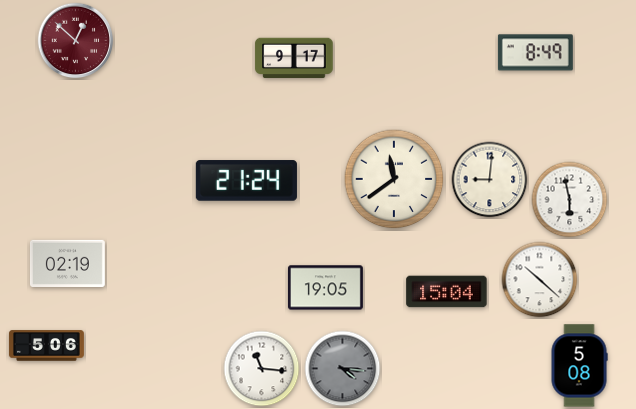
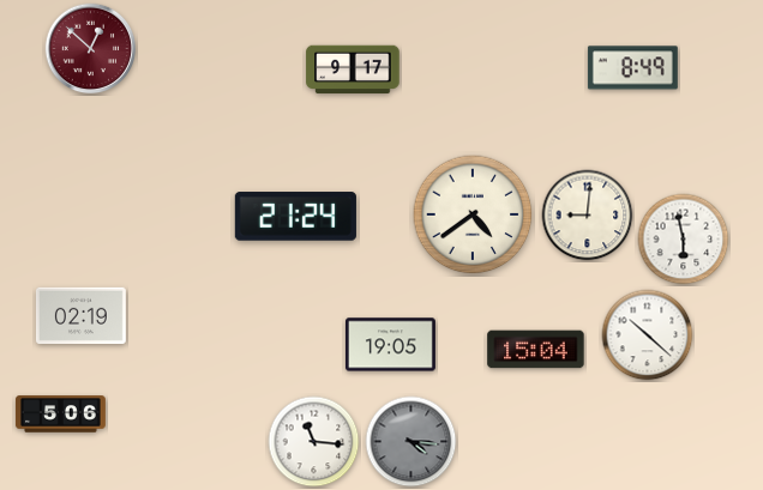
clock at (535, 53) position: (535, 53) -> (632, 68)
clock at (394, 179): 11:39 -> 4:39
clock at (46, 346) position: (46, 346) -> (60, 415)
clock at (579, 366): 5:08 -> none
